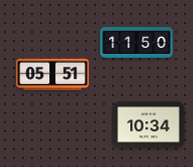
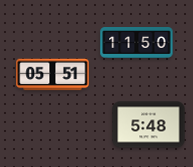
clock at (149, 125): 10:34 -> 5:48
